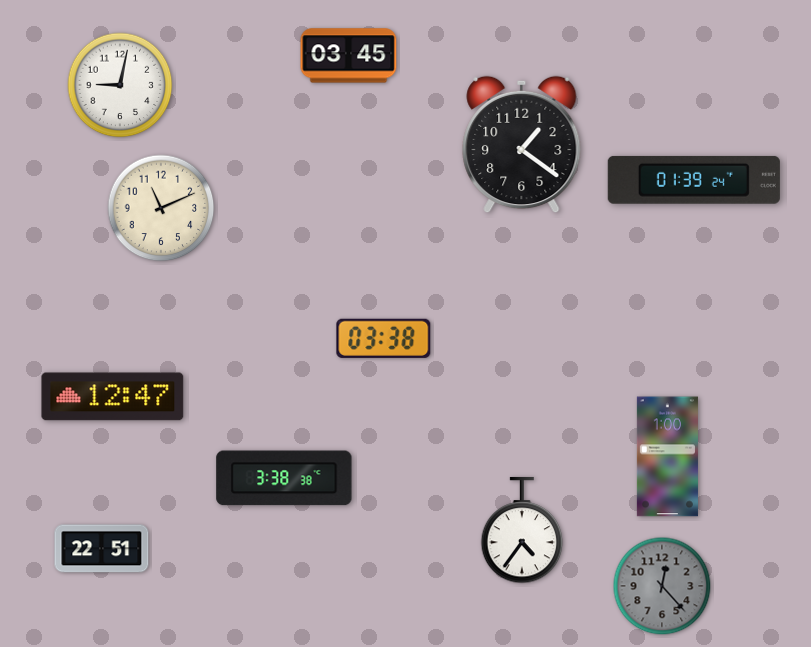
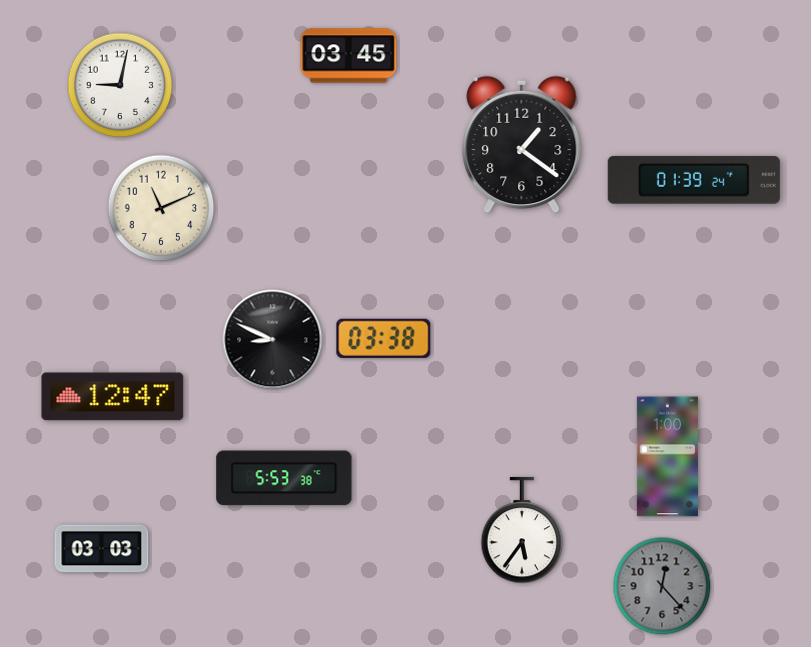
clock at (273, 340): none -> 8:49
clock at (284, 478): 3:38 -> 5:53
clock at (522, 530): 4:36 -> 5:36
clock at (102, 549): 22:51 -> 03:03
